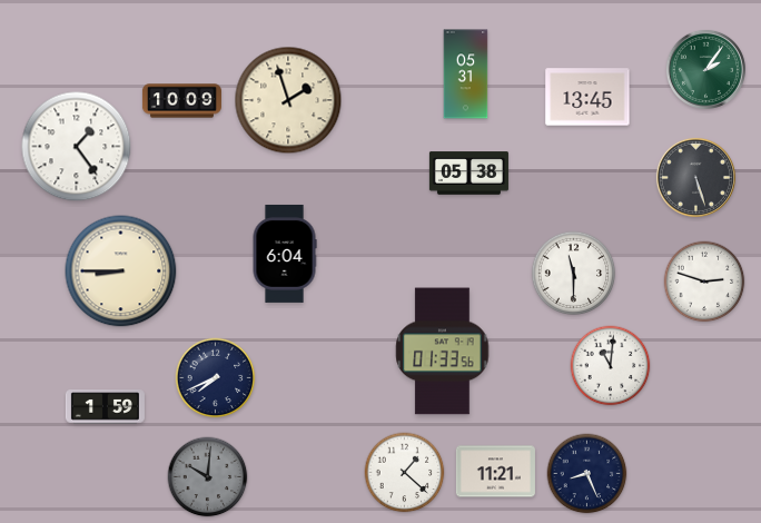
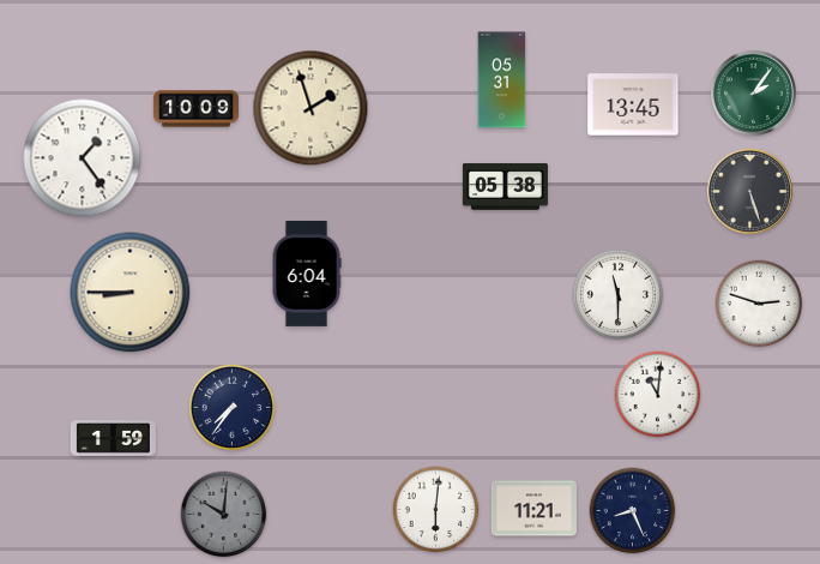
clock at (705, 69) position: (705, 69) -> (753, 92)
clock at (443, 352): 01:33 -> none
clock at (216, 378): 7:41 -> 7:36
clock at (405, 473): 1:22 -> 6:01
